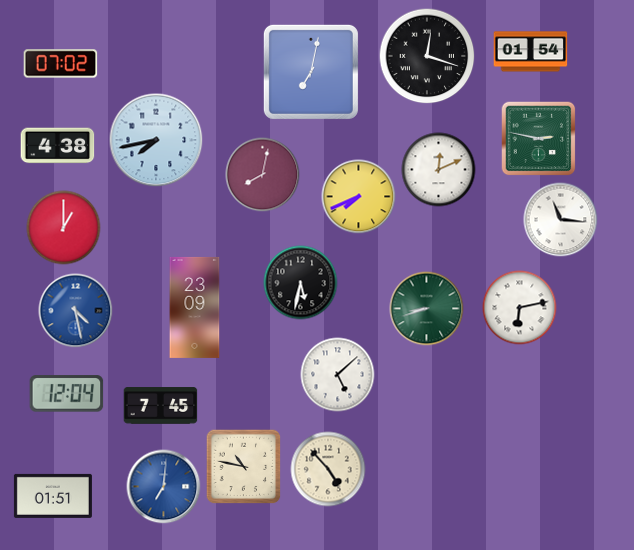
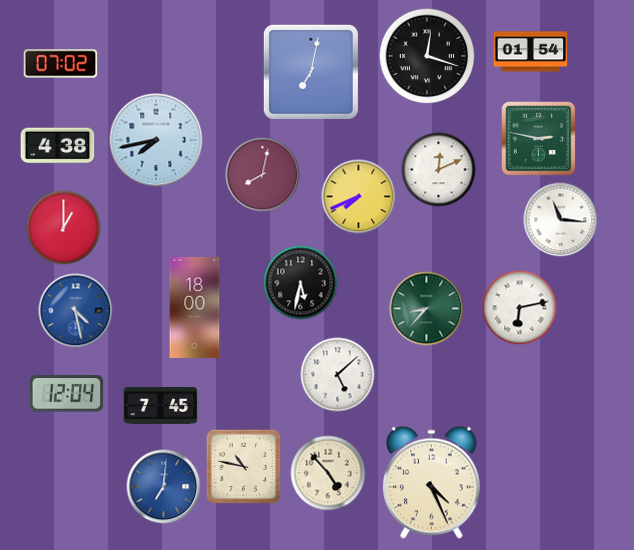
clock at (195, 307): 23:09 -> 18:00
clock at (427, 309): 8:42 -> 8:37
clock at (328, 469) position: (328, 469) -> (328, 473)
clock at (432, 483): none -> 4:26
clock at (53, 496): 01:51 -> none
